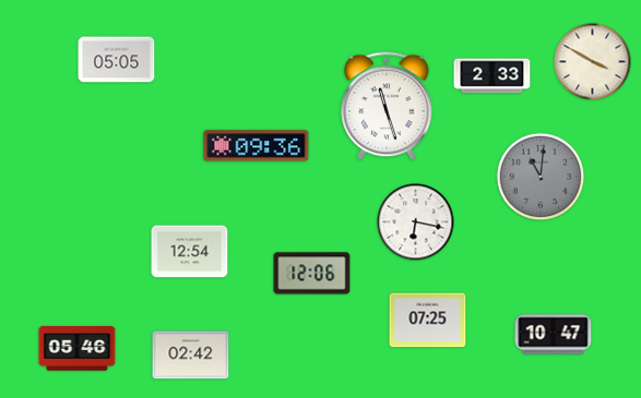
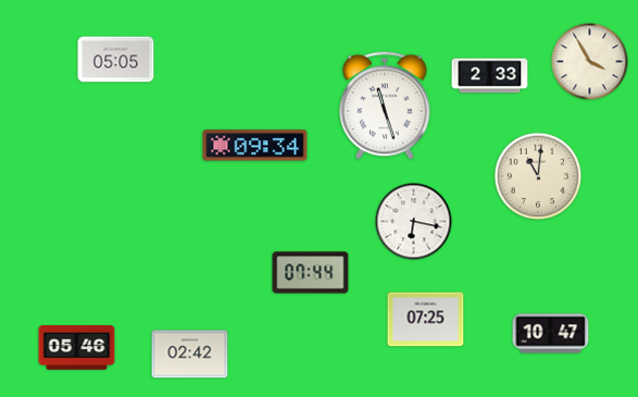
clock at (593, 62): 3:50 -> 3:55
clock at (257, 146): 09:36 -> 09:34
clock at (541, 177) dial: grey -> cream
clock at (190, 252): 12:54 -> none
clock at (312, 274): 12:06 -> 07:44
